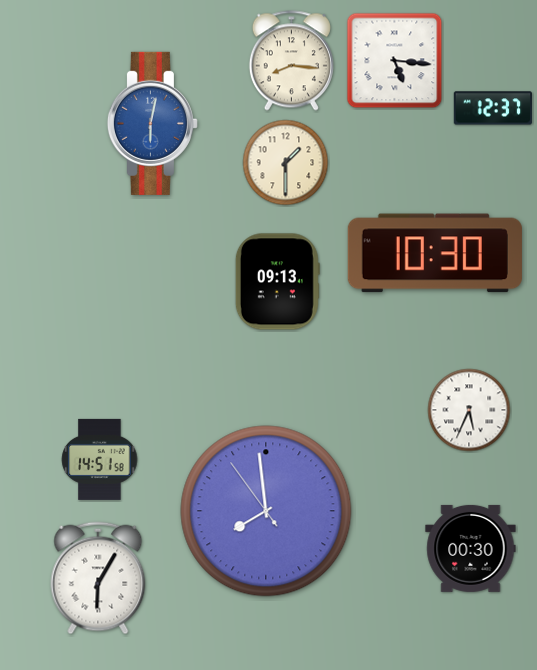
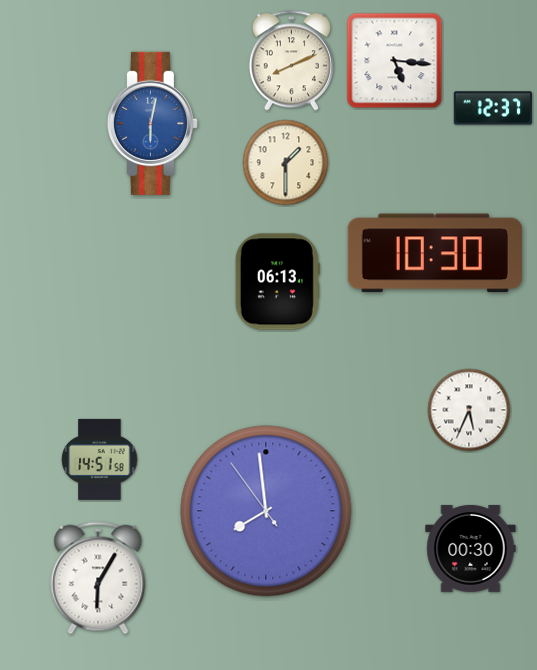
clock at (291, 61): 8:16 -> 8:11
clock at (277, 282): 09:13 -> 06:13
